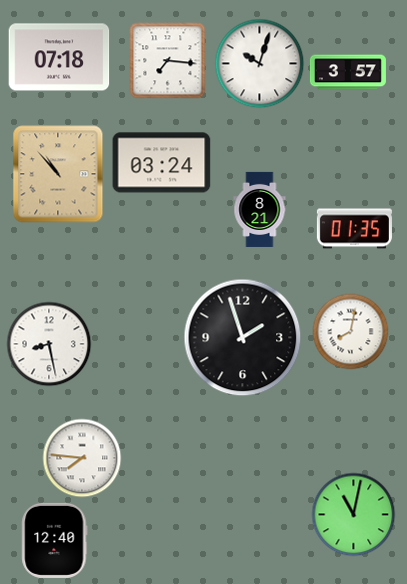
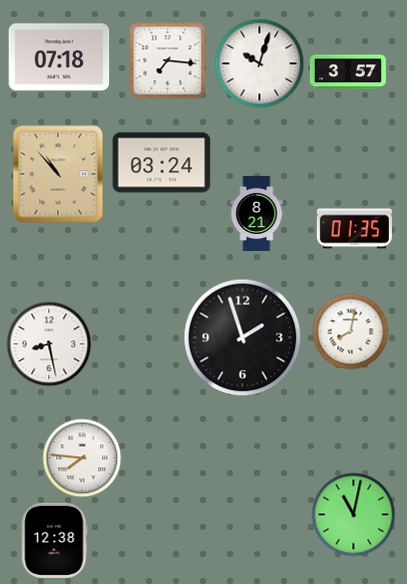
clock at (260, 209) position: (260, 209) -> (257, 213)
clock at (55, 540): 12:40 -> 12:38
